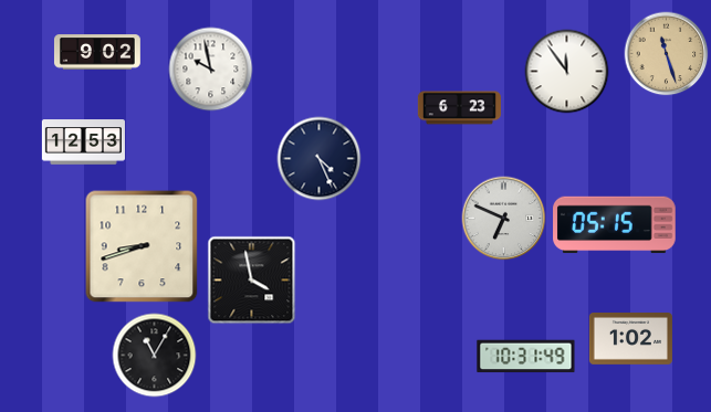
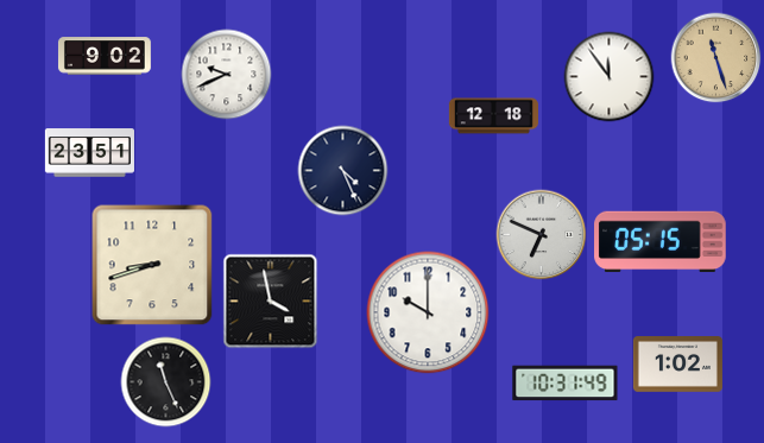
clock at (211, 70): 9:58 -> 9:41
clock at (459, 108): 6:23 -> 12:18
clock at (83, 142): 12:53 -> 23:51
clock at (428, 312): none -> 10:00
clock at (155, 356): 11:05 -> 11:26
